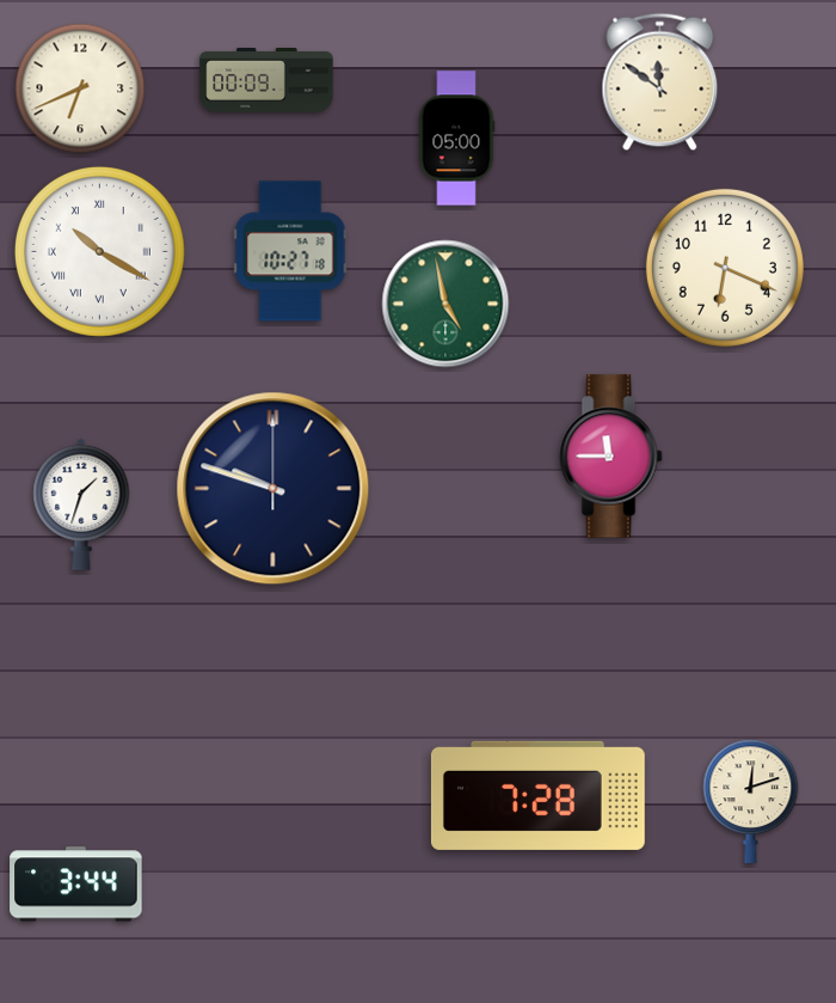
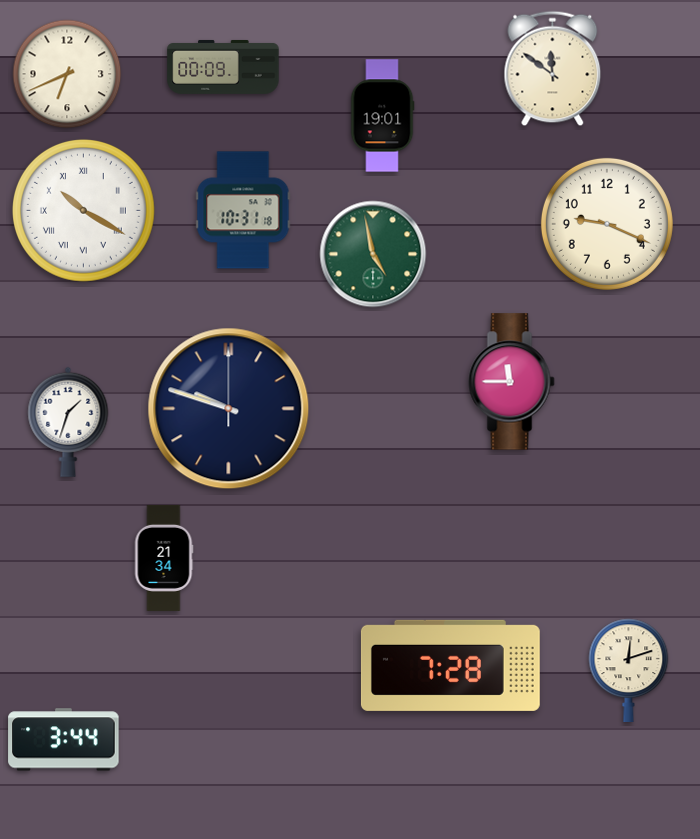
clock at (456, 139): 05:00 -> 19:01
clock at (290, 251): 10:27 -> 10:31
clock at (725, 268): 6:19 -> 9:19
clock at (164, 558): none -> 21:34
